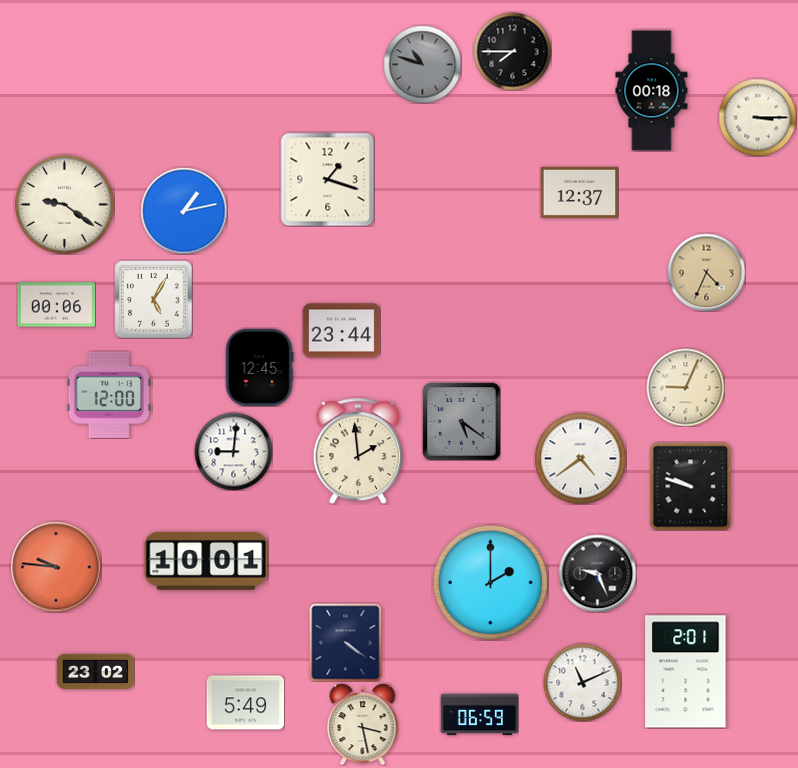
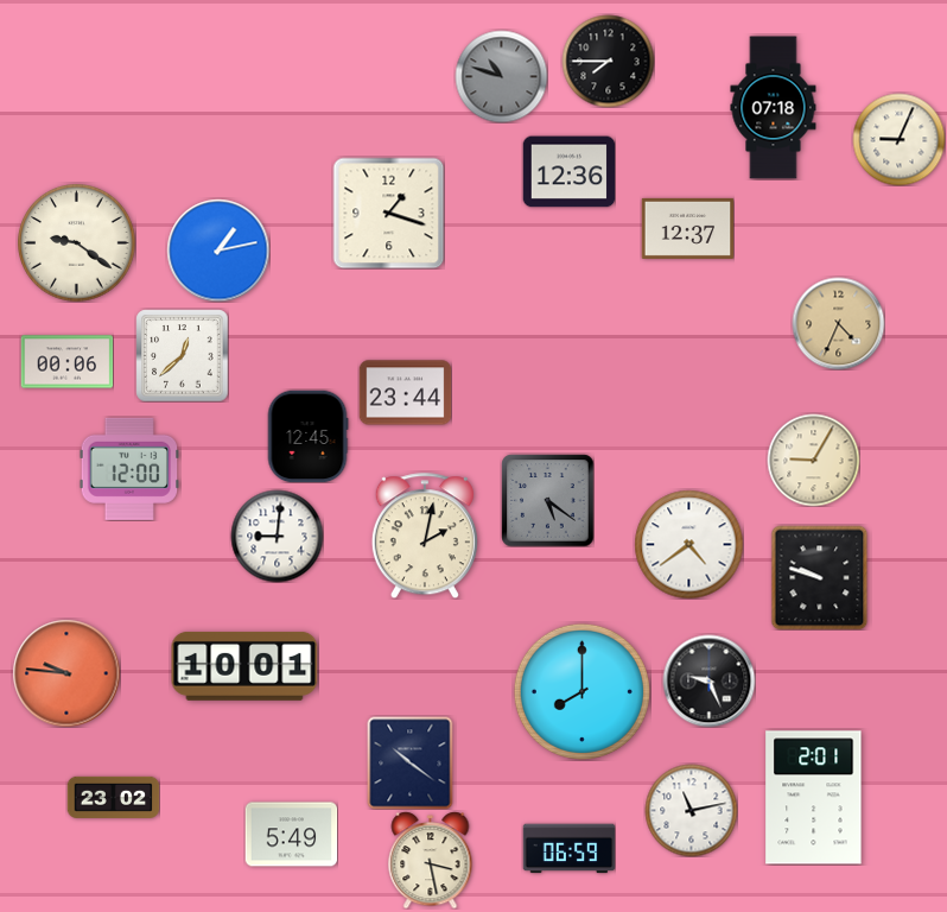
clock at (652, 91): 00:18 -> 07:18
clock at (757, 117): 3:15 -> 9:04
clock at (568, 172): none -> 12:36
clock at (153, 299): 5:05 -> 12:38
clock at (685, 387): 9:04 -> 9:05
clock at (358, 451): 1:59 -> 2:02
clock at (490, 582): 2:00 -> 8:00
clock at (346, 642): 4:21 -> 10:21
clock at (582, 682): 11:11 -> 11:13
